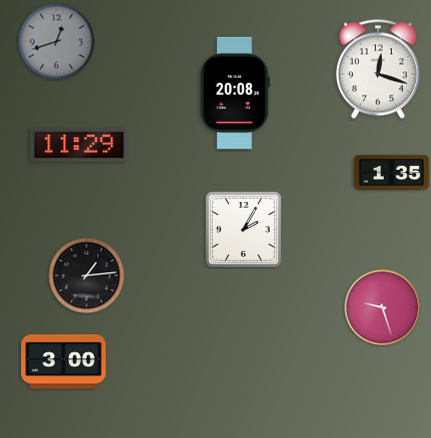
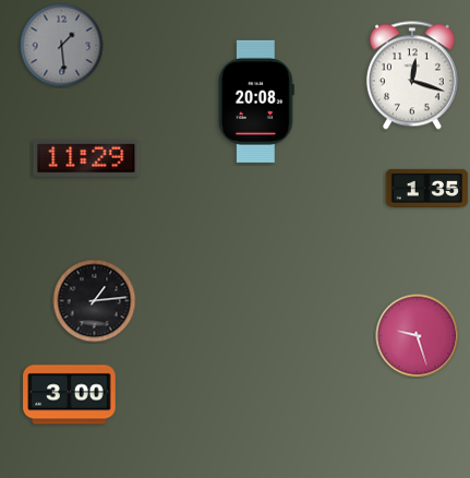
clock at (57, 42): 12:42 -> 1:29
clock at (243, 229): 2:05 -> none
